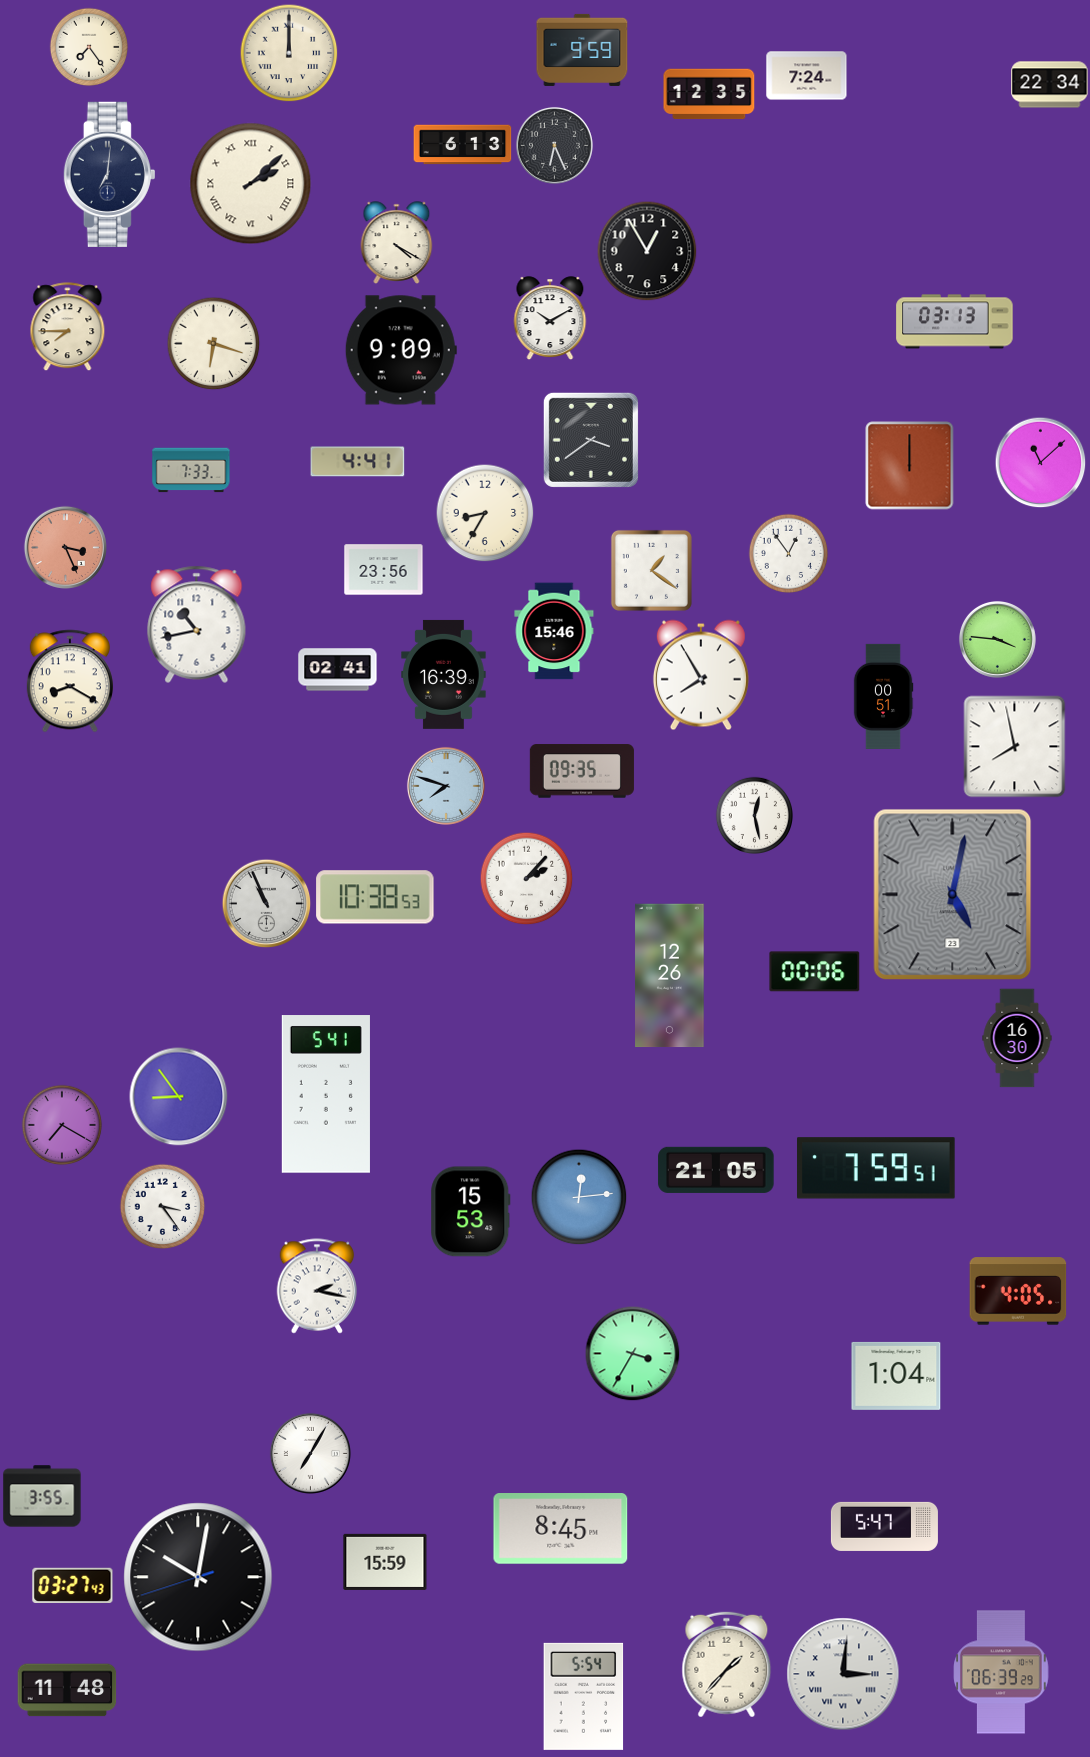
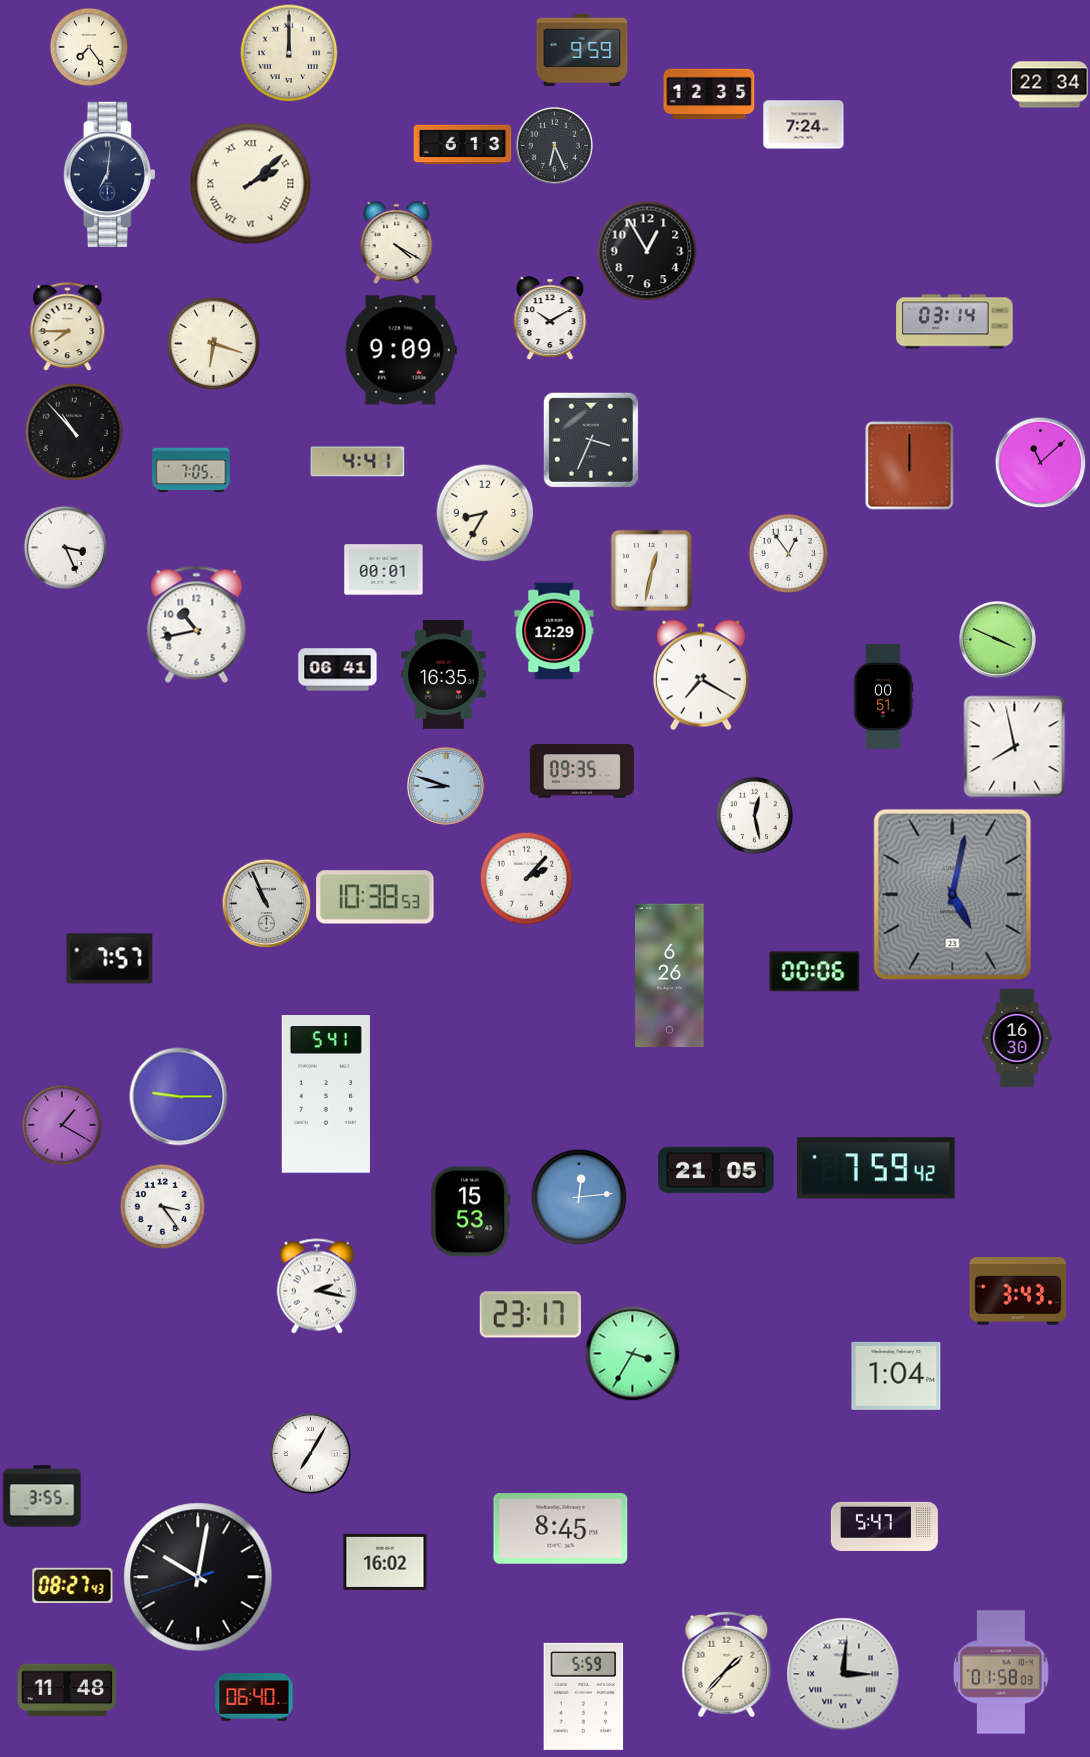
clock at (807, 76) position: (807, 76) -> (804, 125)
clock at (955, 322): 03:13 -> 03:14
clock at (74, 432): none -> 10:53
clock at (591, 440): 3:39 -> 3:34
clock at (191, 470): 7:33 -> 7:05
clock at (65, 547) dial: salmon -> white
clock at (384, 570): 23:56 -> 00:01
clock at (651, 570): 1:21 -> 12:32
clock at (554, 631): 15:46 -> 12:29
clock at (997, 639): 3:46 -> 3:49
clock at (338, 670): 02:41 -> 06:41
clock at (444, 674): 16:39 -> 16:35
clock at (701, 675): 7:55 -> 7:20
clock at (70, 681): 8:20 -> none
clock at (446, 786): 7:48 -> 8:48
clock at (110, 959): none -> 7:57
clock at (670, 976): 12:26 -> 6:26
clock at (179, 1097): 8:54 -> 9:15
clock at (62, 1125): 7:20 -> 1:20
clock at (877, 1168): 7:59:51 -> 7:59:42
clock at (1018, 1291): 4:05 -> 3:43
clock at (530, 1315): none -> 23:17
clock at (385, 1562): 15:59 -> 16:02
clock at (73, 1585): 03:27 -> 08:27
clock at (1001, 1672): 06:39 -> 01:58
clock at (584, 1696): 5:54 -> 5:59
clock at (254, 1697): none -> 06:40
